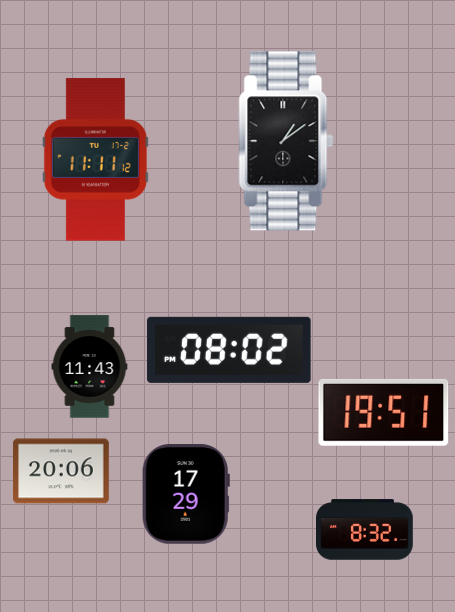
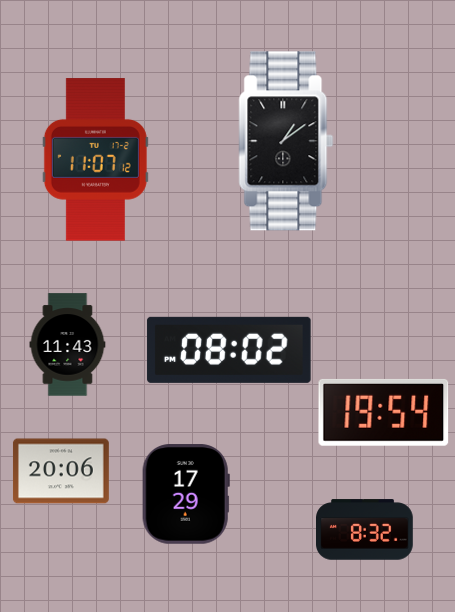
clock at (95, 160): 11:11 -> 11:07
clock at (90, 367) position: (90, 367) -> (68, 345)
clock at (384, 412): 19:51 -> 19:54
